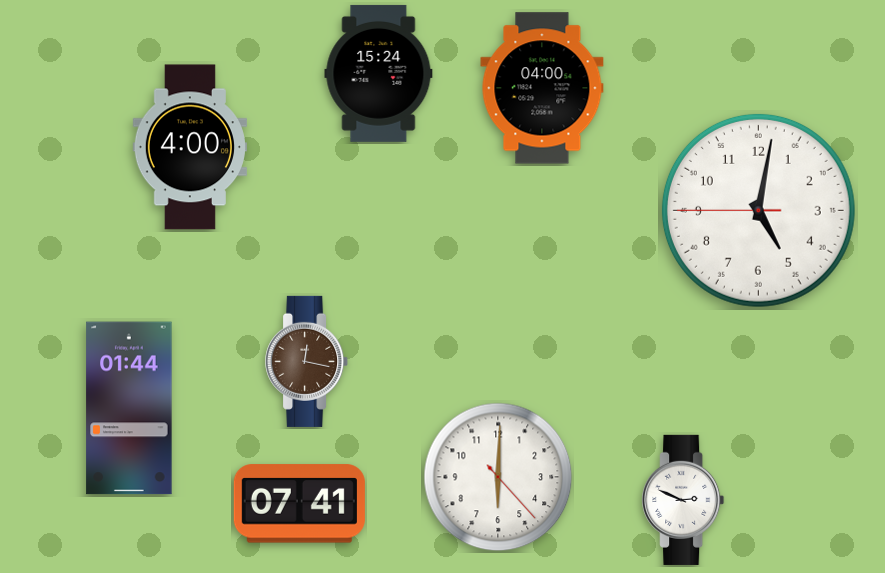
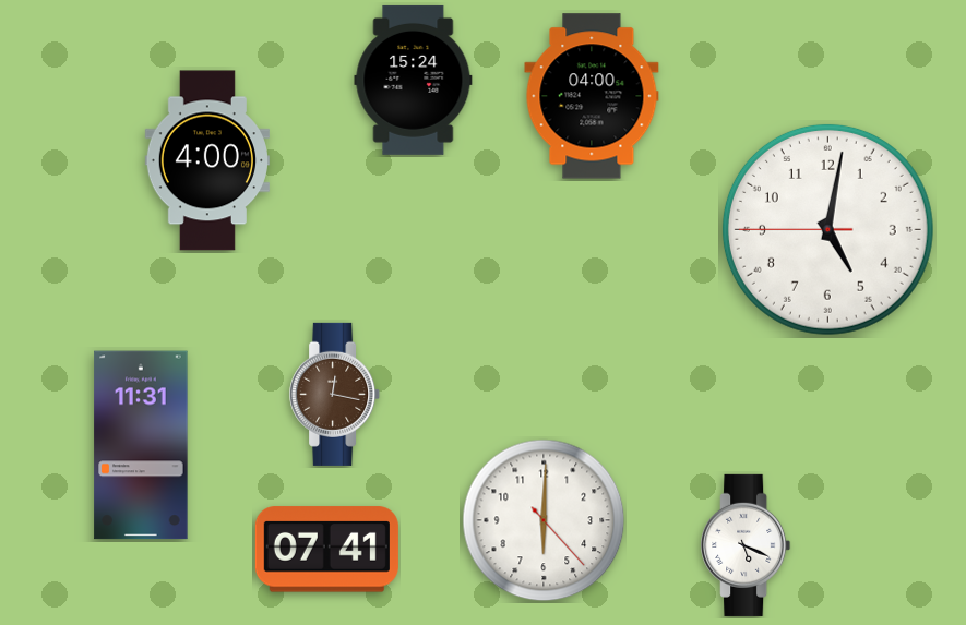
clock at (129, 408): 01:44 -> 11:31
clock at (683, 500): 2:49 -> 5:19
